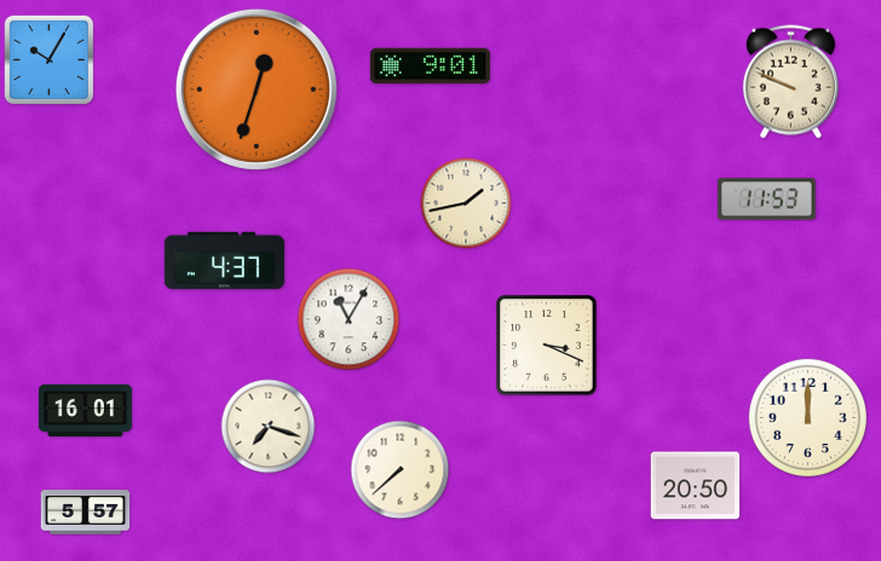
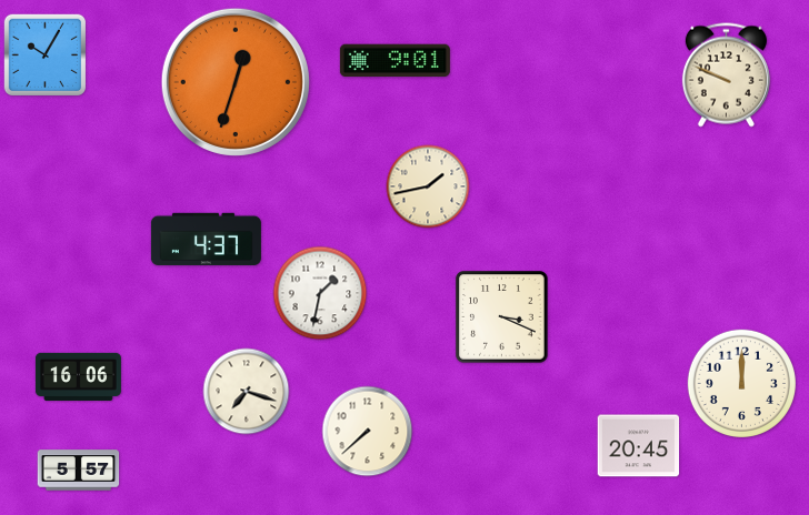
clock at (767, 199): 11:53 -> none
clock at (349, 319): 11:05 -> 1:32
clock at (85, 410): 16:01 -> 16:06
clock at (696, 486): 20:50 -> 20:45
